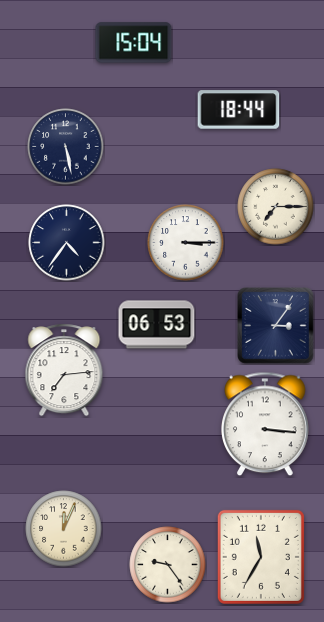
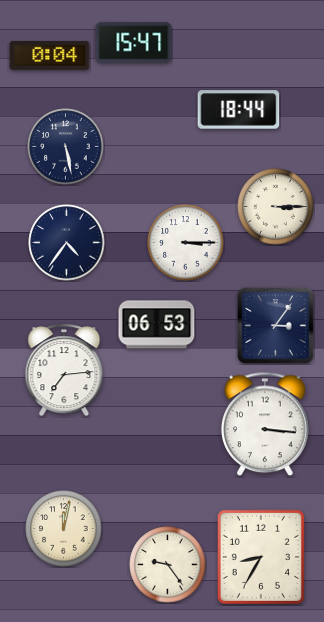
clock at (134, 43): 15:04 -> 15:47
clock at (50, 55): none -> 0:04
clock at (276, 207): 7:15 -> 3:15
clock at (64, 529): 12:04 -> 12:02
clock at (261, 557): 11:35 -> 8:35
